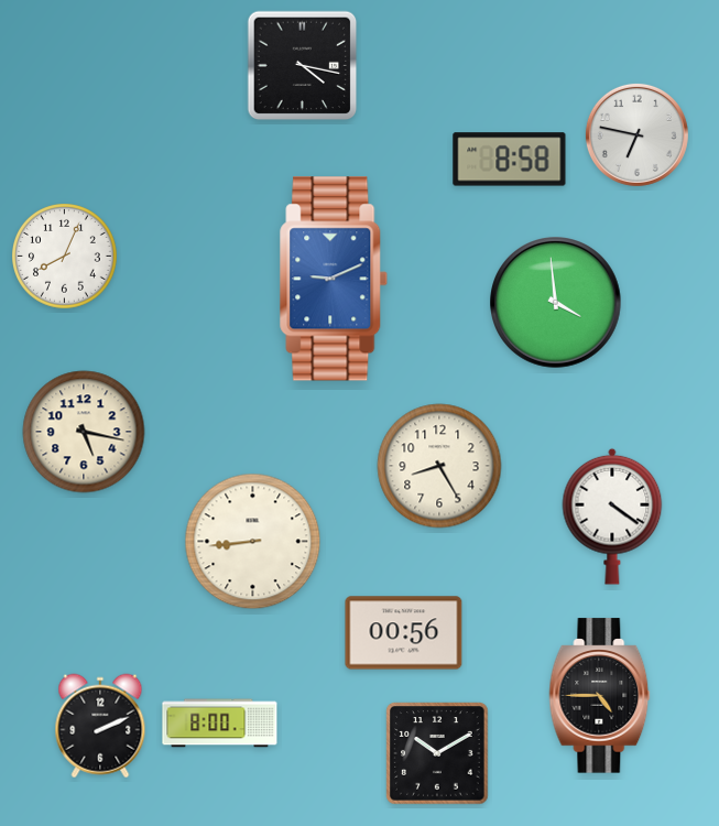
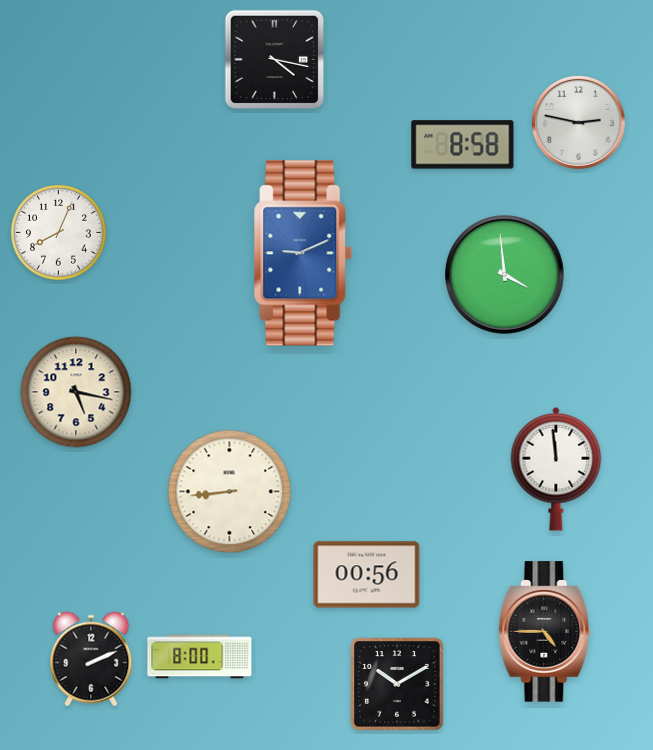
clock at (636, 134): 6:47 -> 2:47
clock at (439, 466): 8:25 -> none
clock at (612, 517): 4:21 -> 11:59
